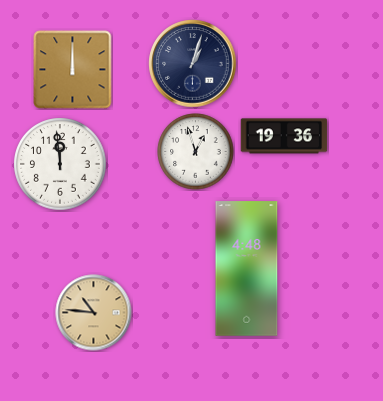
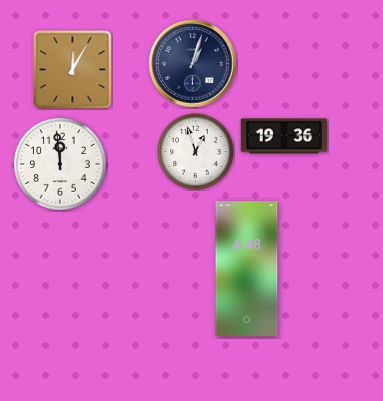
clock at (73, 70): 12:00 -> 12:05
clock at (94, 313): 10:46 -> none
